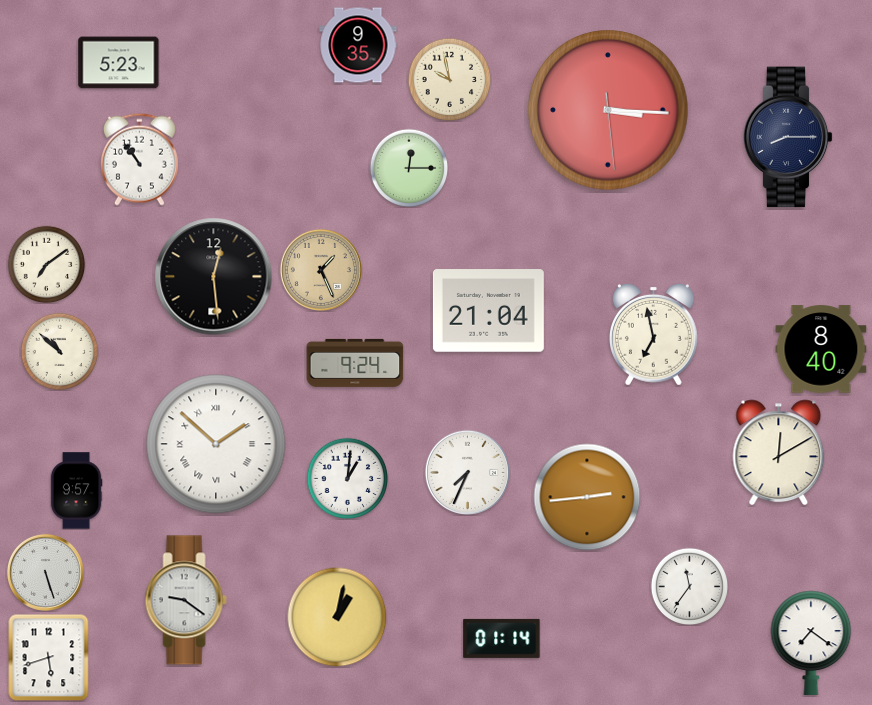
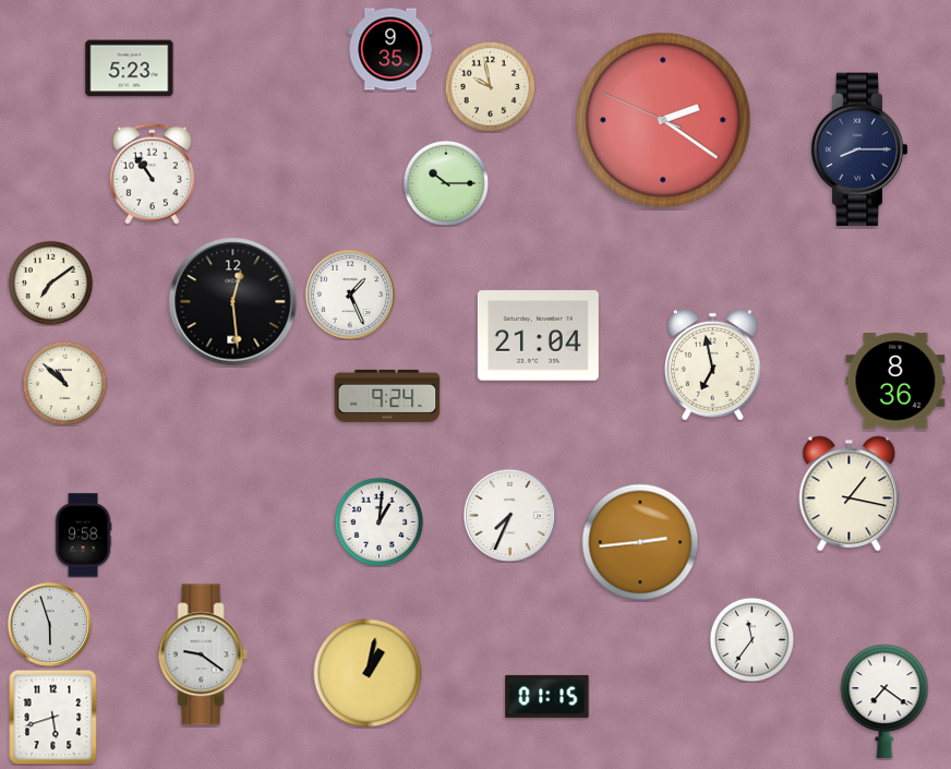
clock at (608, 110): 3:15 -> 2:20
clock at (409, 168): 12:15 -> 10:15
clock at (46, 264) position: (46, 264) -> (50, 283)
clock at (321, 270) dial: champagne -> white
clock at (488, 311) position: (488, 311) -> (538, 336)
clock at (821, 349): 8:40 -> 8:36
clock at (216, 444): 1:52 -> none
clock at (779, 453): 12:10 -> 1:17
clock at (76, 491): 9:57 -> 9:58
clock at (45, 572): 5:27 -> 5:57
clock at (502, 638): 01:14 -> 01:15
